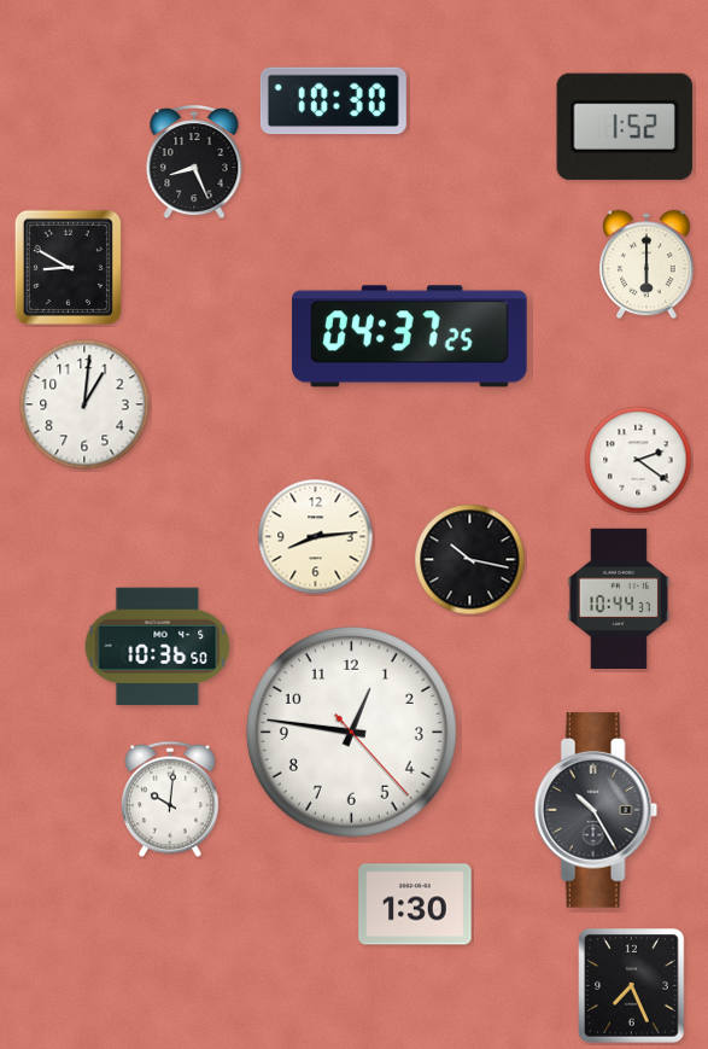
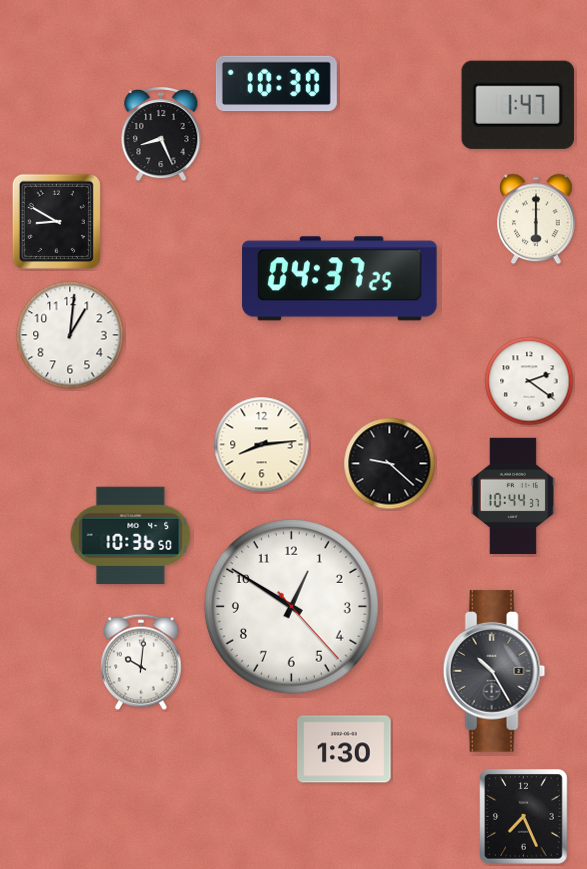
clock at (625, 127): 1:52 -> 1:47
clock at (470, 560): 10:17 -> 9:22
clock at (351, 733): 12:46 -> 12:50
